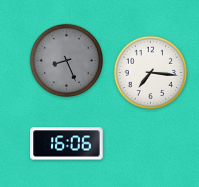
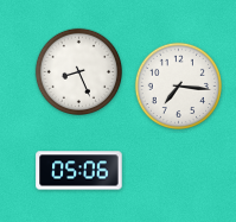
clock at (66, 60) dial: grey -> white
clock at (67, 144): 16:06 -> 05:06
